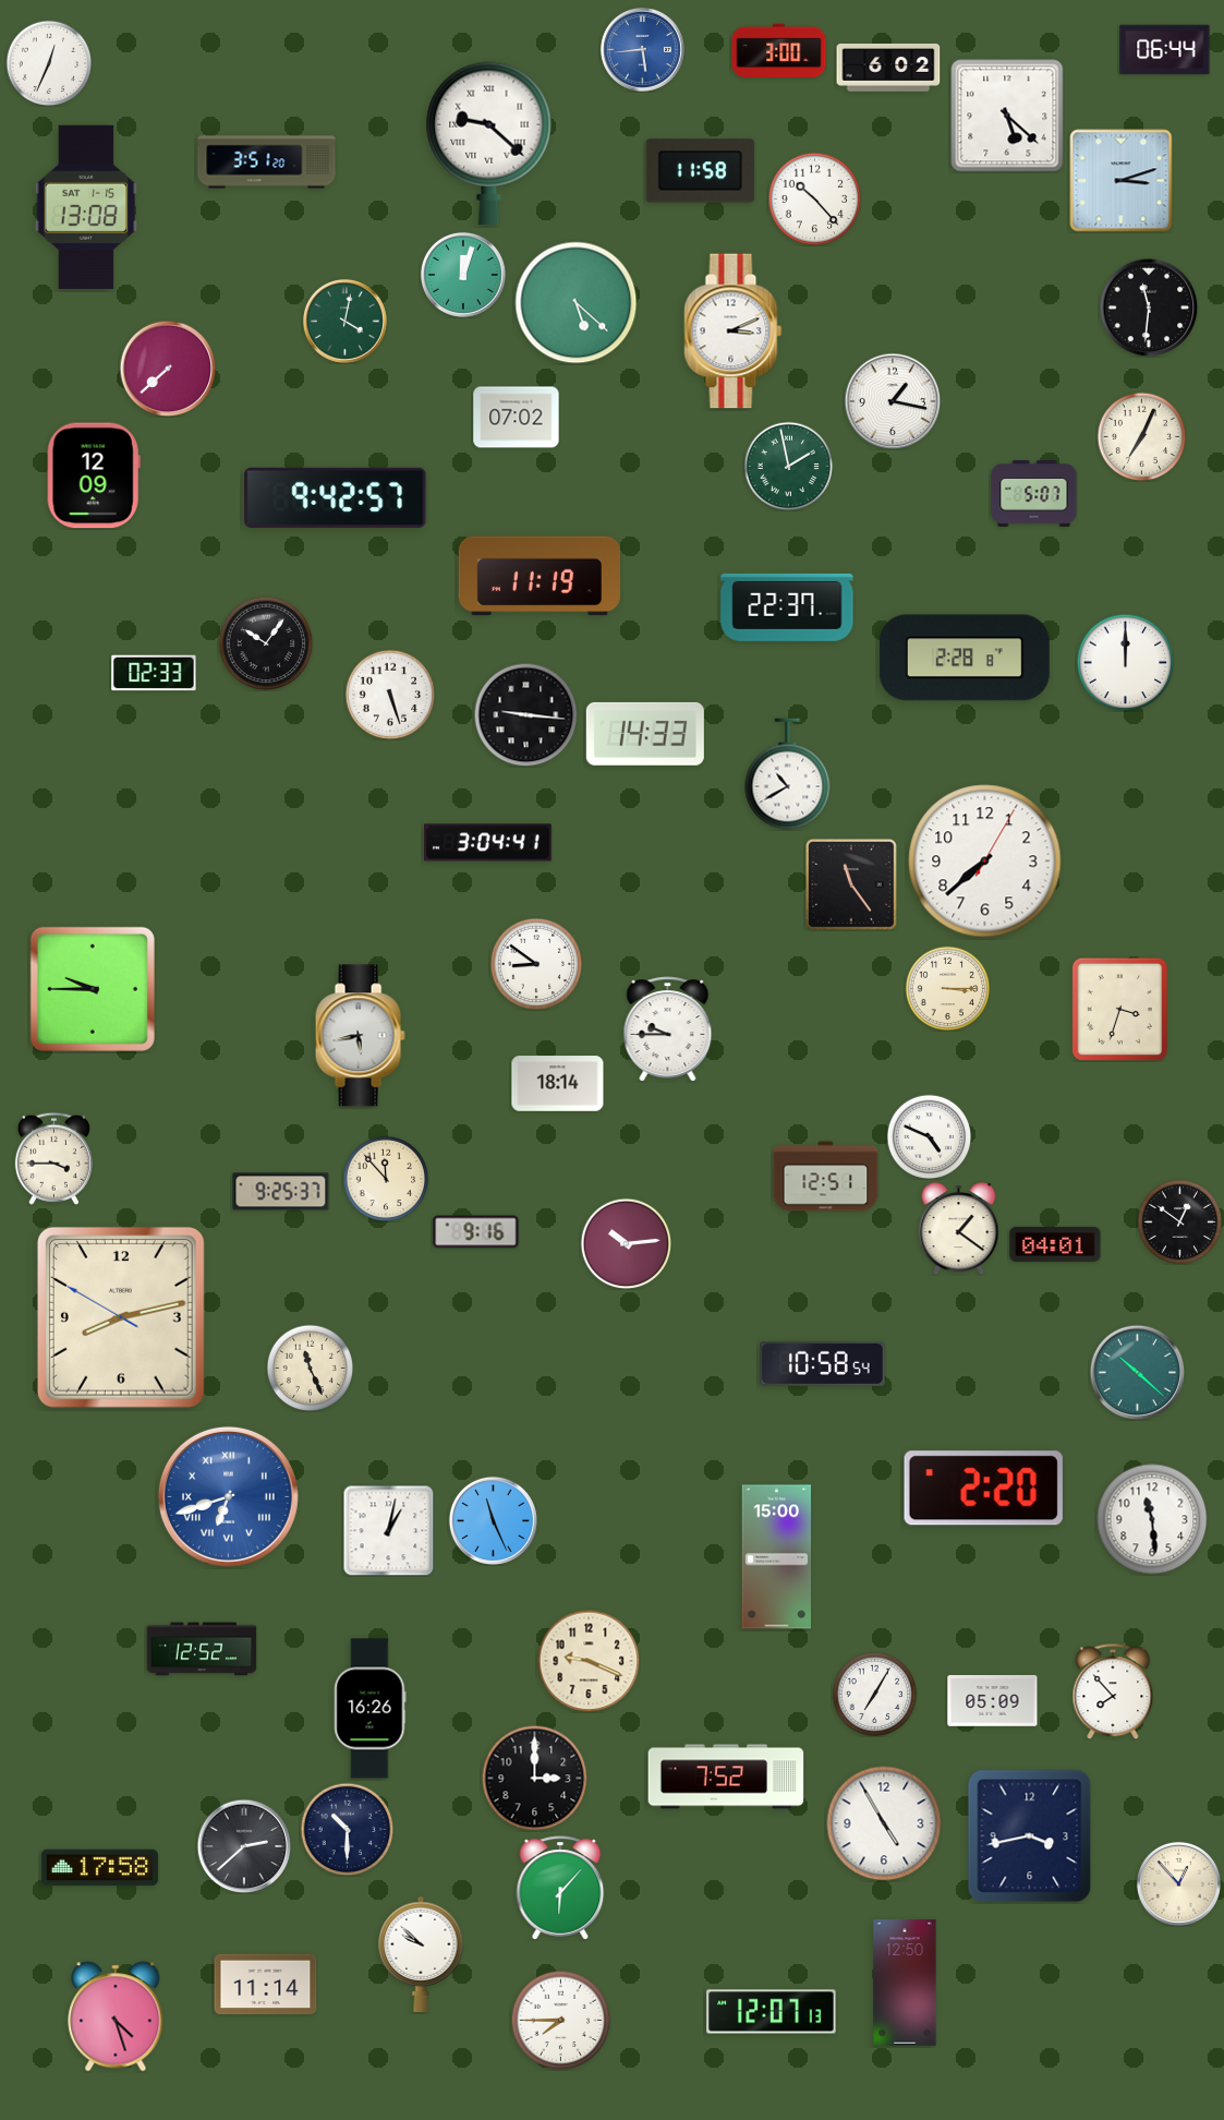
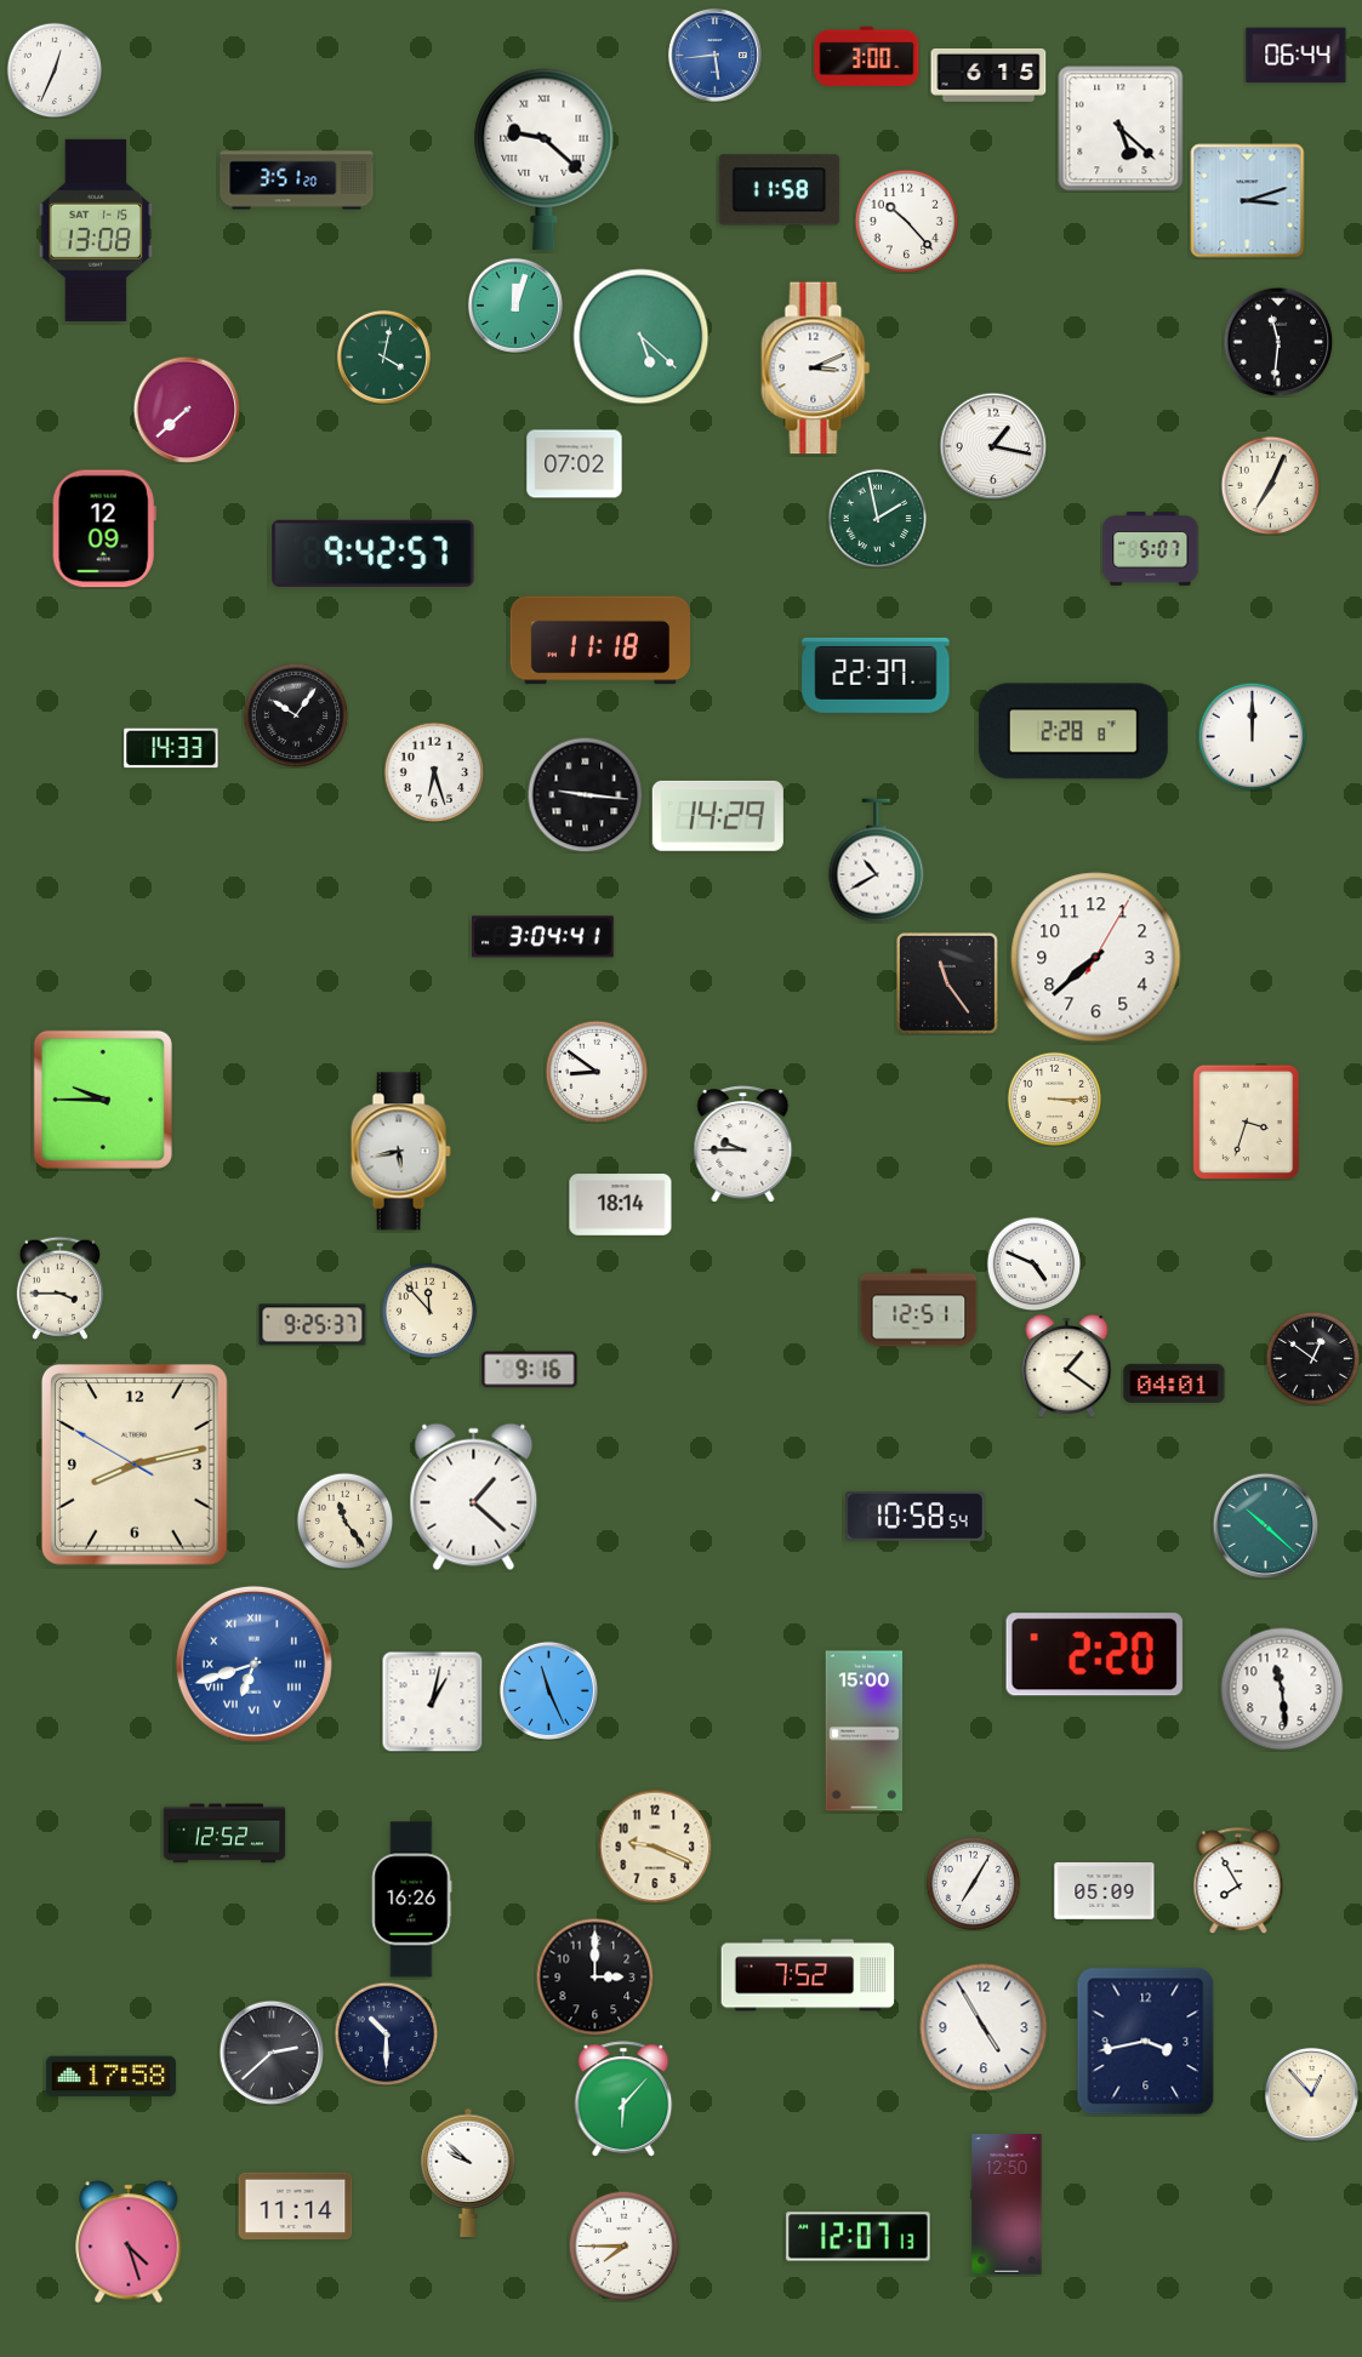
clock at (888, 68): 6:02 -> 6:15
clock at (540, 576): 11:19 -> 11:18
clock at (154, 673): 02:33 -> 14:33
clock at (390, 695): 5:27 -> 6:27
clock at (645, 734): 14:33 -> 14:29
clock at (626, 1243): 10:14 -> none
clock at (474, 1497): none -> 1:22
clock at (310, 1368): 11:26 -> 11:24
clock at (1113, 1691): 7:53 -> 7:55
